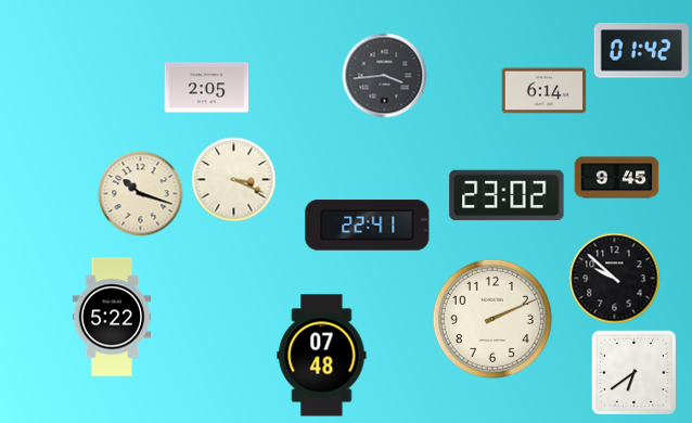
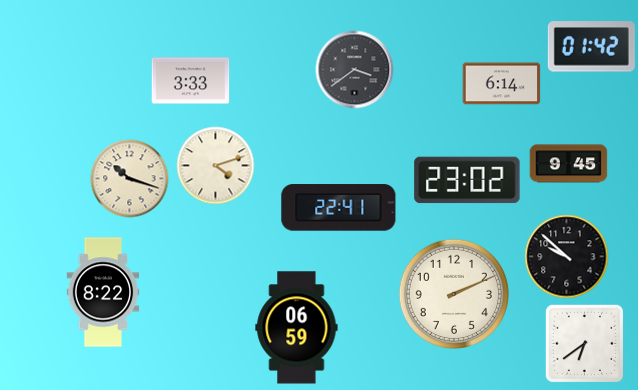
clock at (384, 75): 3:44 -> 3:39
clock at (206, 88): 2:05 -> 3:33
clock at (233, 179): 3:19 -> 4:12
clock at (112, 317): 5:22 -> 8:22
clock at (322, 356): 07:48 -> 06:59
